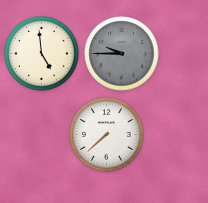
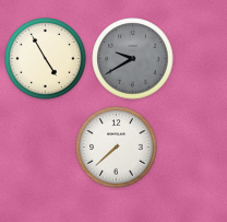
clock at (42, 54): 4:59 -> 4:55
clock at (122, 54): 9:45 -> 9:40
